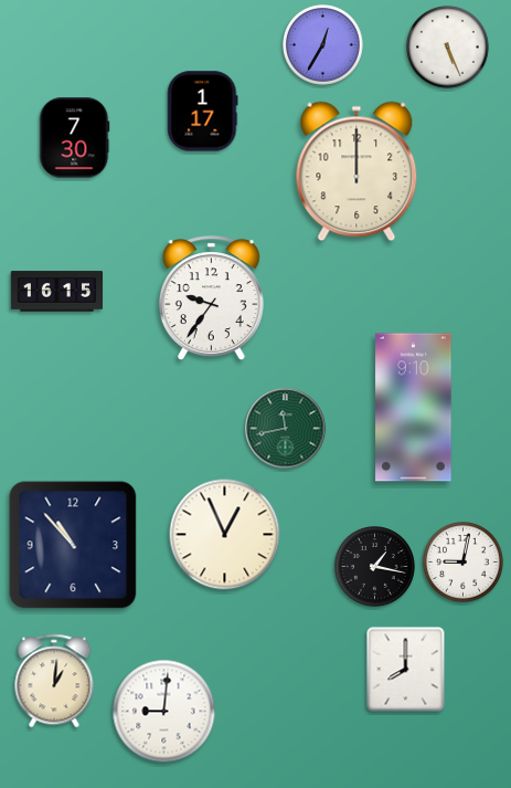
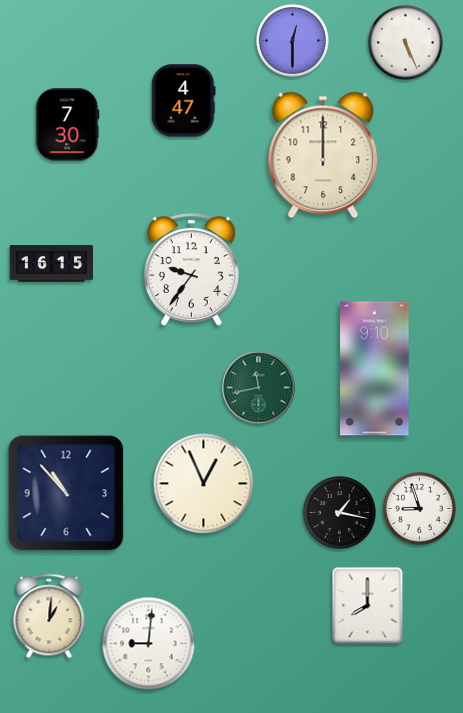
clock at (323, 45): 12:35 -> 12:30
clock at (203, 112): 1:17 -> 4:47
clock at (464, 563): 9:02 -> 8:57
